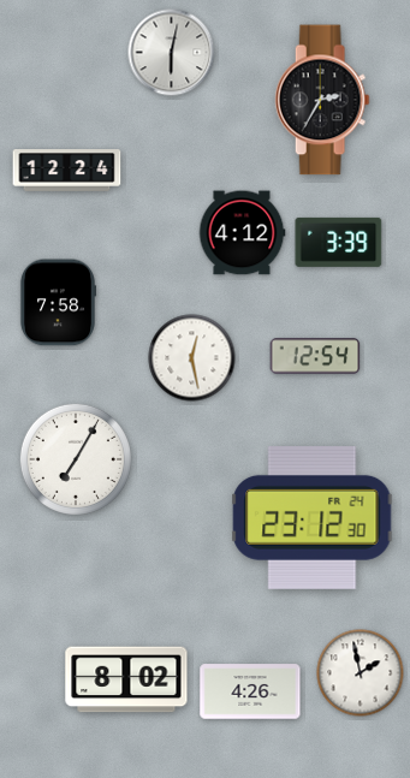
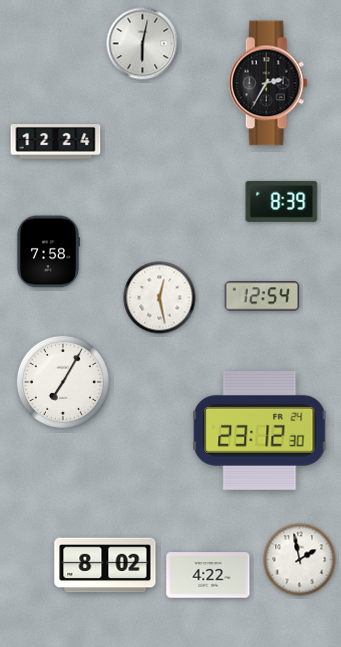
clock at (242, 233): 4:12 -> none
clock at (339, 242): 3:39 -> 8:39
clock at (250, 691): 4:26 -> 4:22
